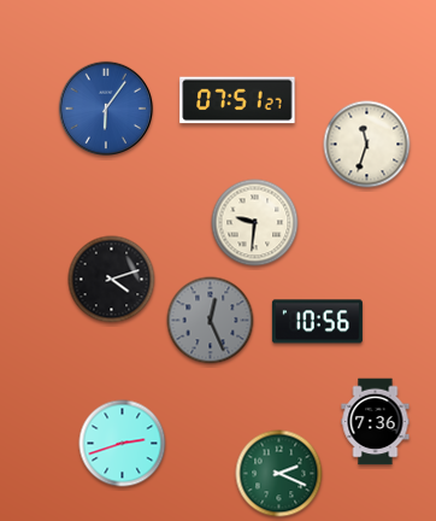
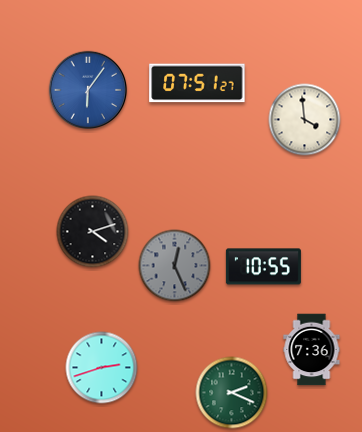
clock at (367, 145): 11:33 -> 3:59
clock at (255, 223): 9:31 -> none
clock at (317, 322): 10:56 -> 10:55
